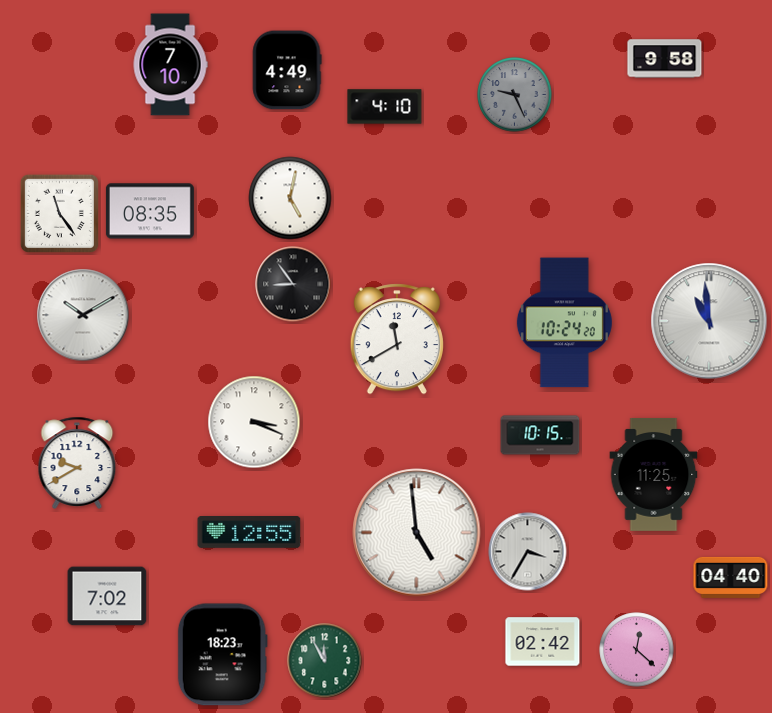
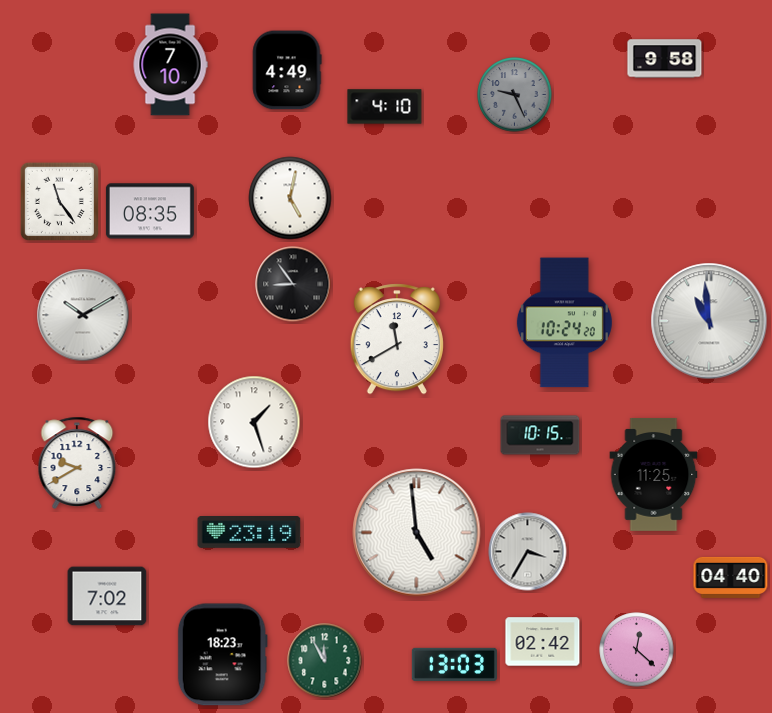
clock at (59, 213) position: (59, 213) -> (59, 201)
clock at (254, 422): 3:19 -> 1:27
clock at (249, 533): 12:55 -> 23:19
clock at (454, 664): none -> 13:03
